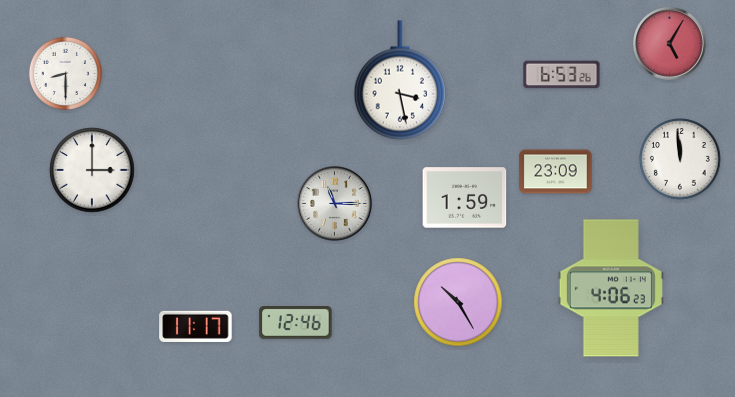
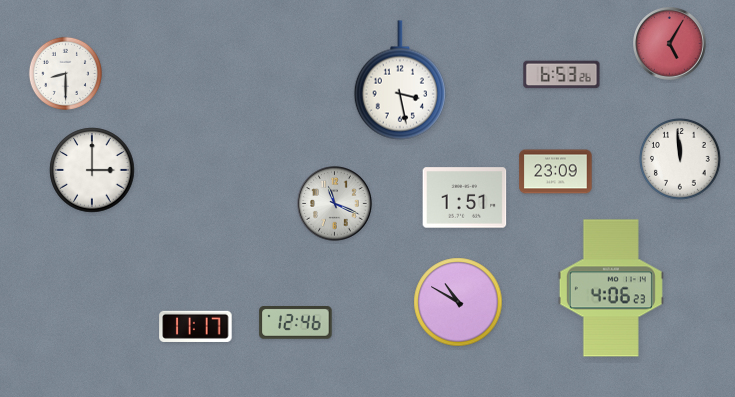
clock at (465, 198): 1:59 -> 1:51
clock at (335, 204): 11:15 -> 11:19
clock at (458, 302): 10:25 -> 10:50
